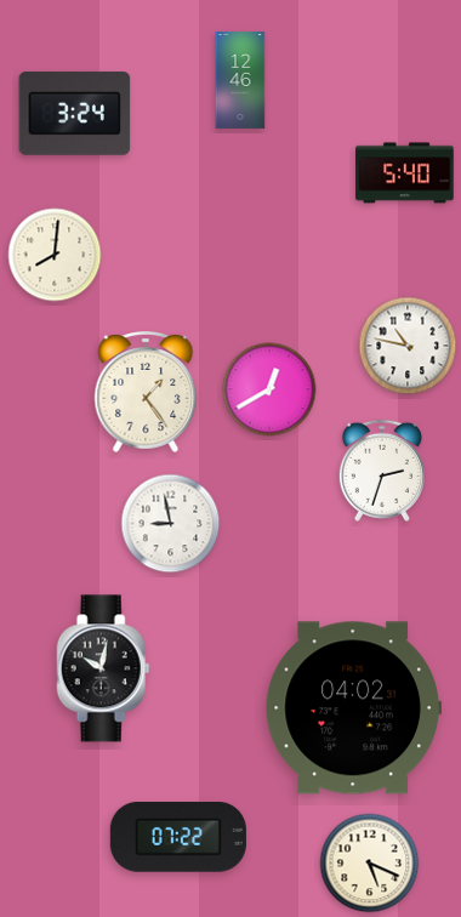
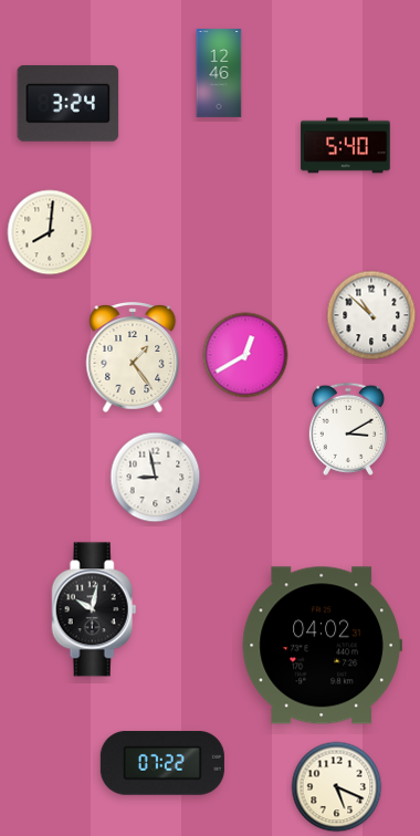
clock at (405, 173) position: (405, 173) -> (346, 146)
clock at (408, 346): 10:47 -> 10:52
clock at (382, 471): 2:33 -> 3:10
